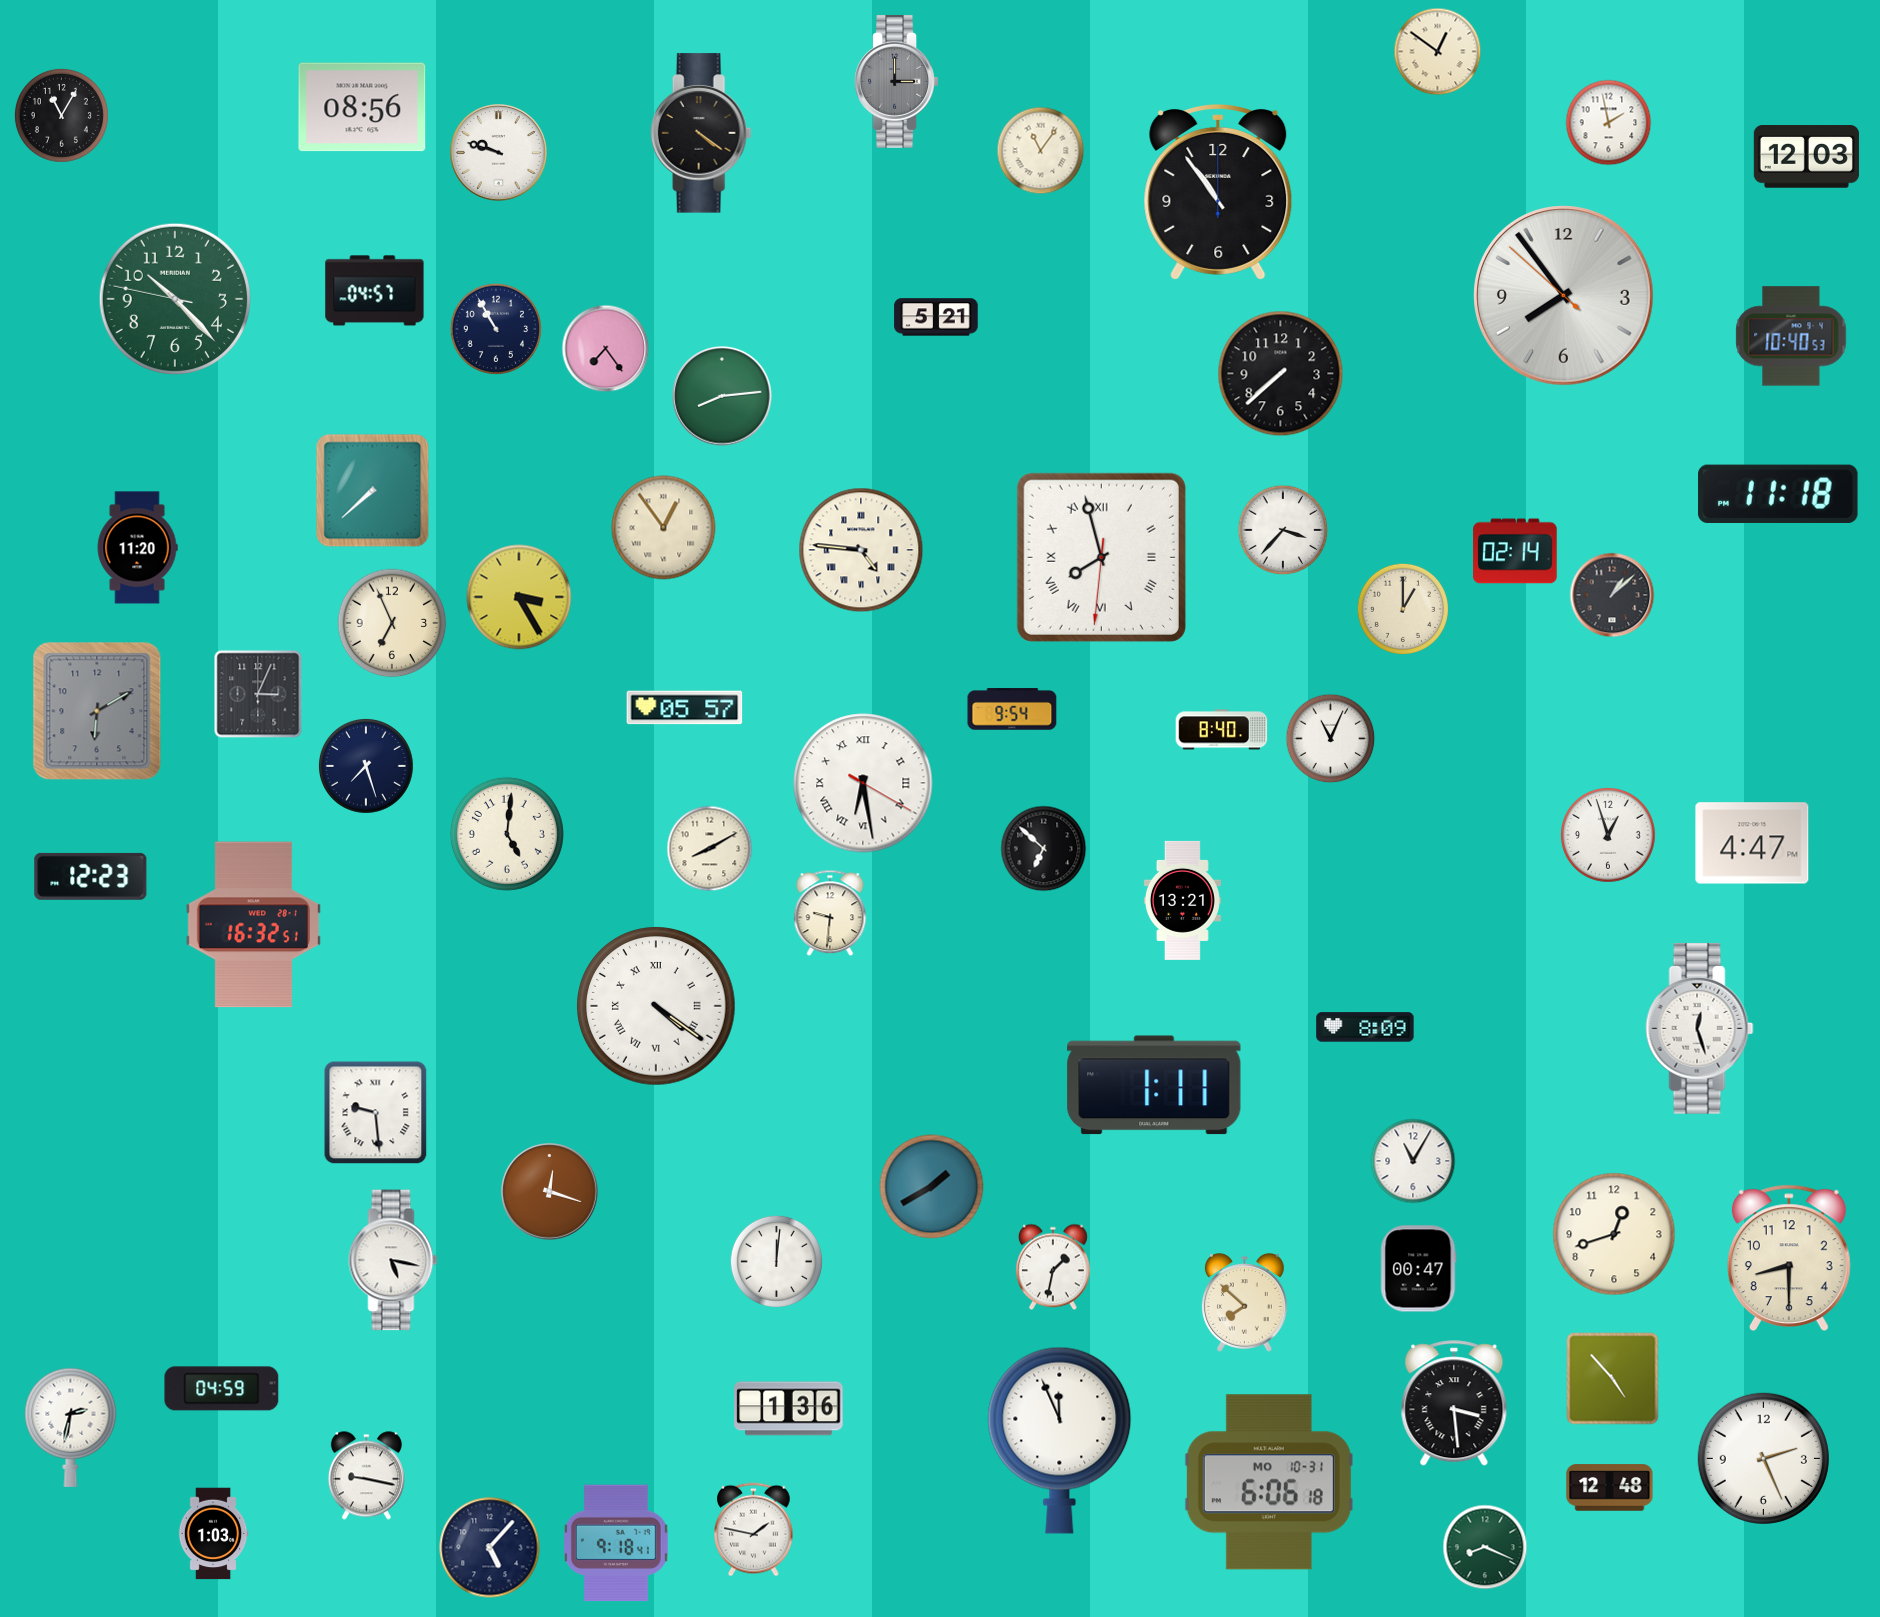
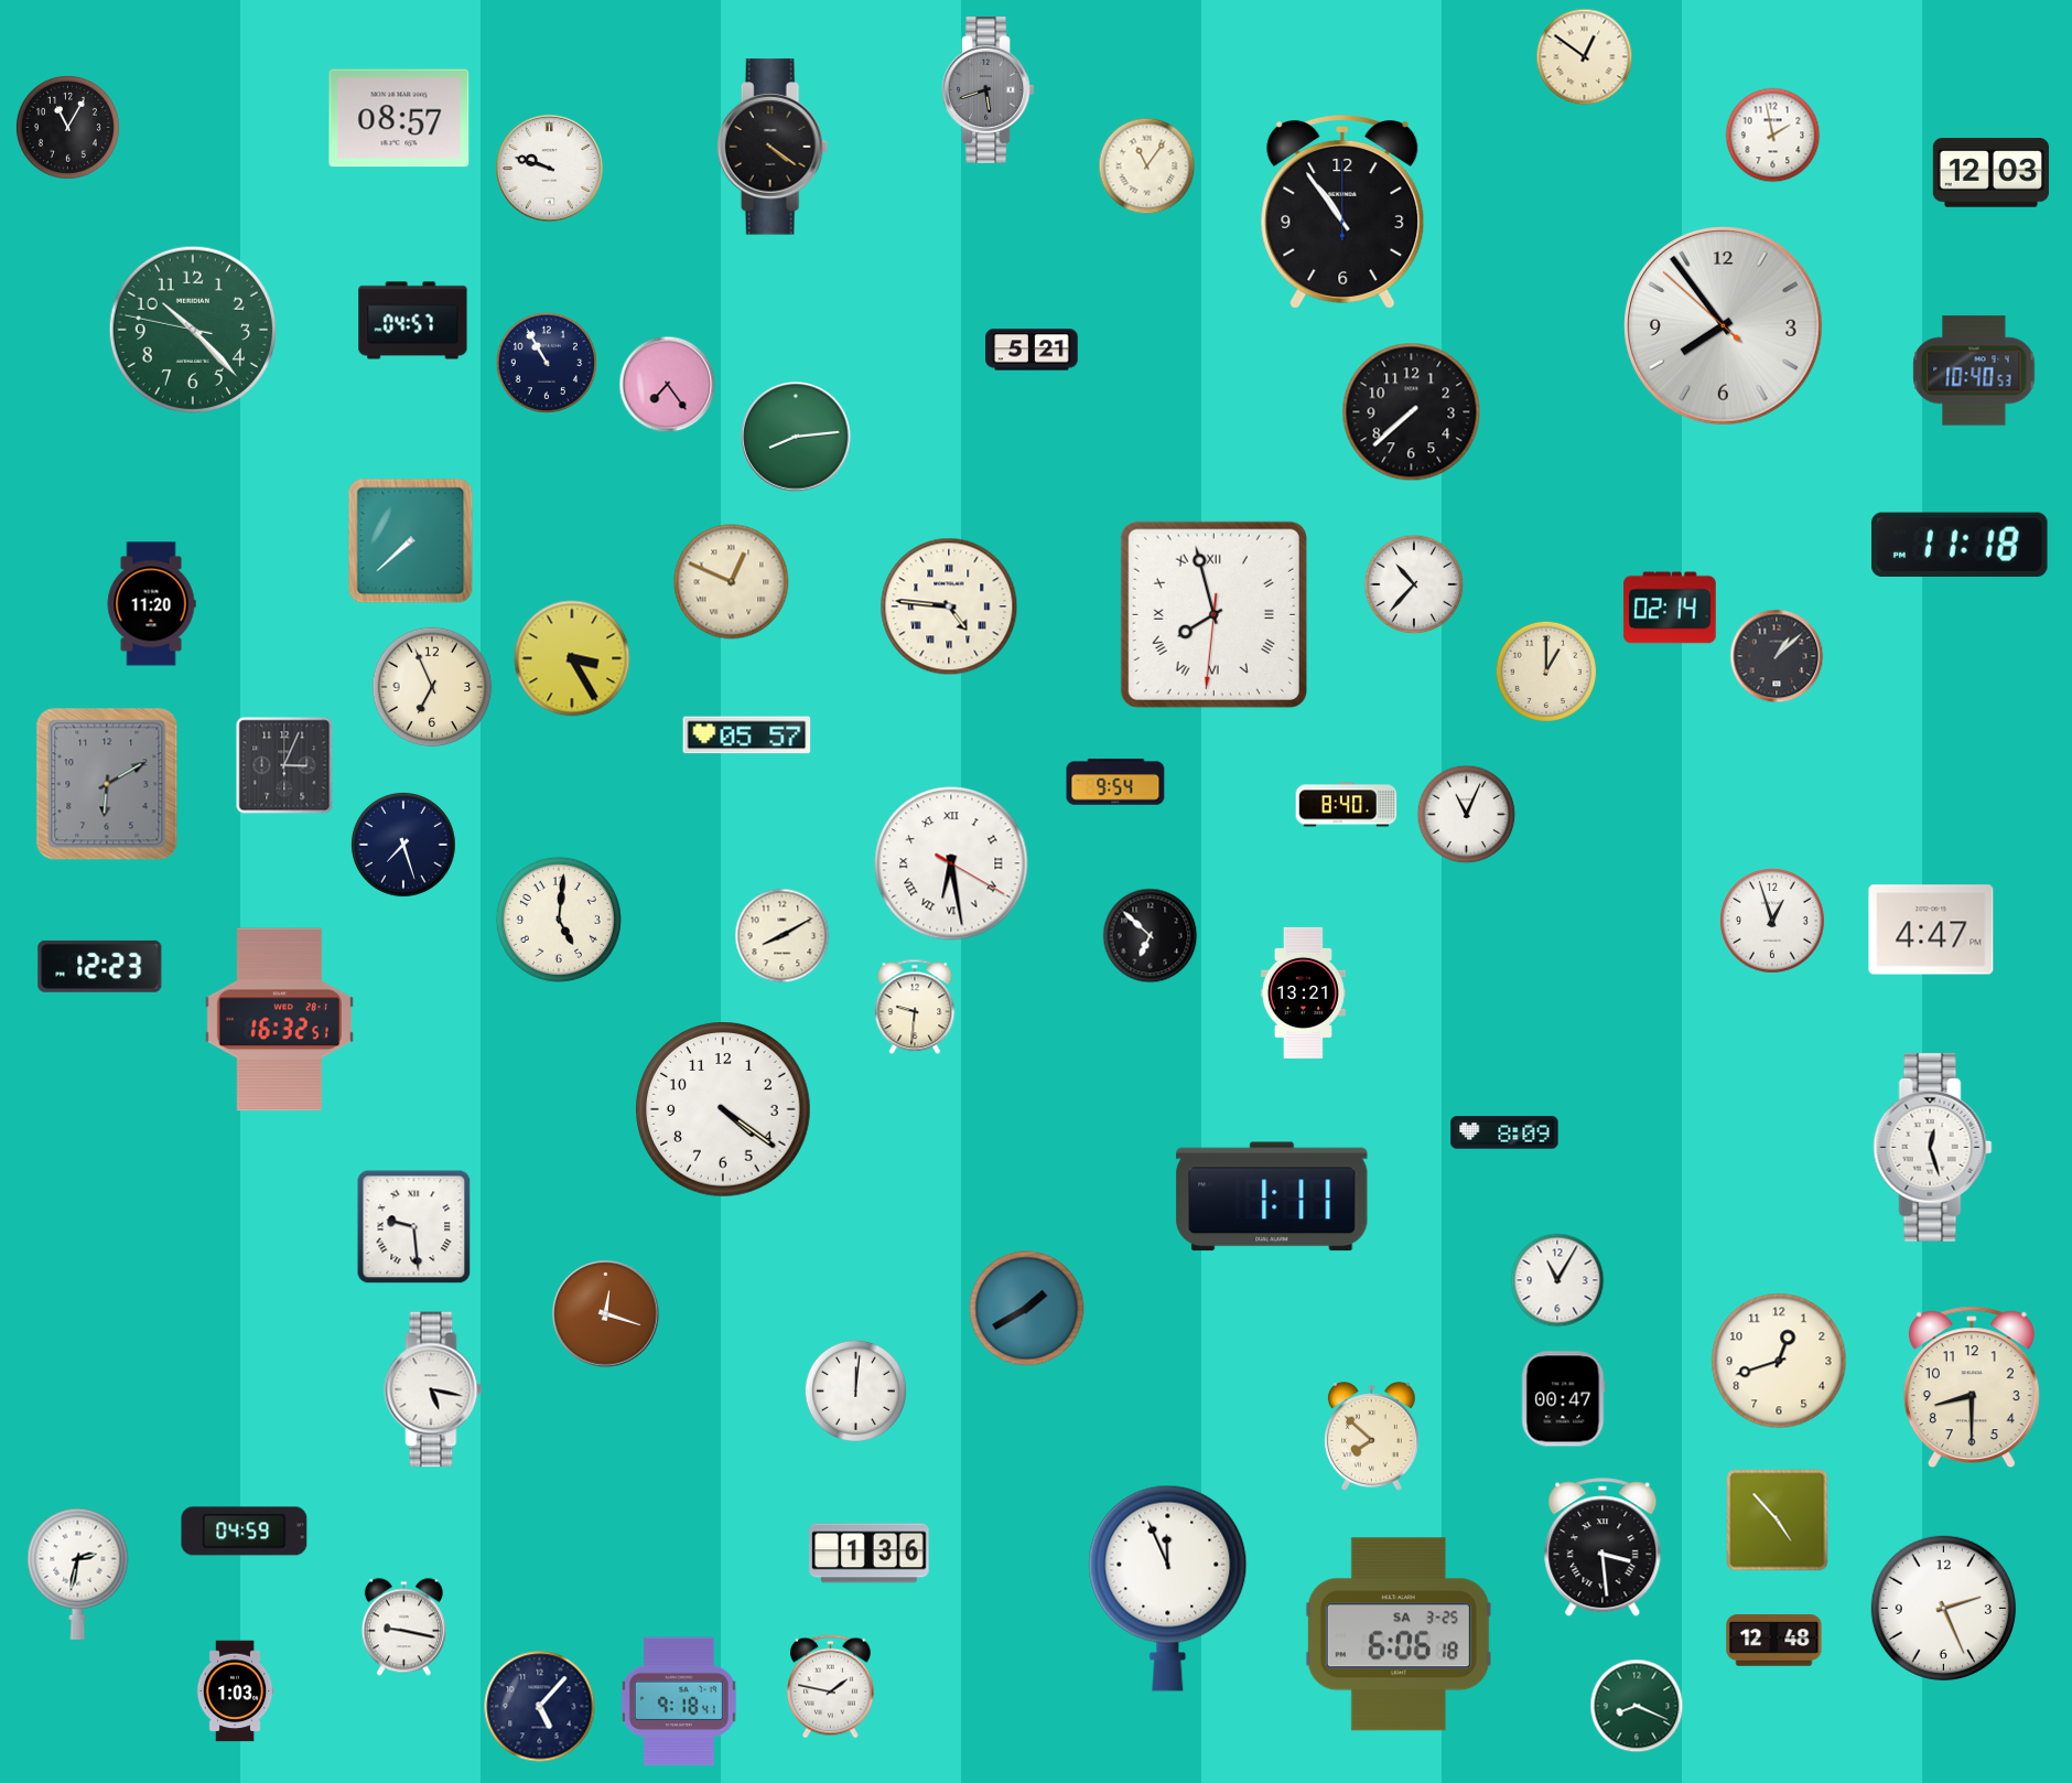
clock at (897, 81): 3:00 -> 5:42
clock at (362, 107): 08:56 -> 08:57
clock at (664, 528): 12:54 -> 12:49
clock at (1283, 530): 3:37 -> 10:37
clock at (685, 708) position: (685, 708) -> (747, 735)
clock at (656, 1006) numerals: Roman -> Arabic
clock at (1700, 1028) position: (1700, 1028) -> (1933, 1147)
clock at (1053, 1267): 1:32 -> none
clock at (1269, 1482) date: MO 10-31 -> SA 3-25
